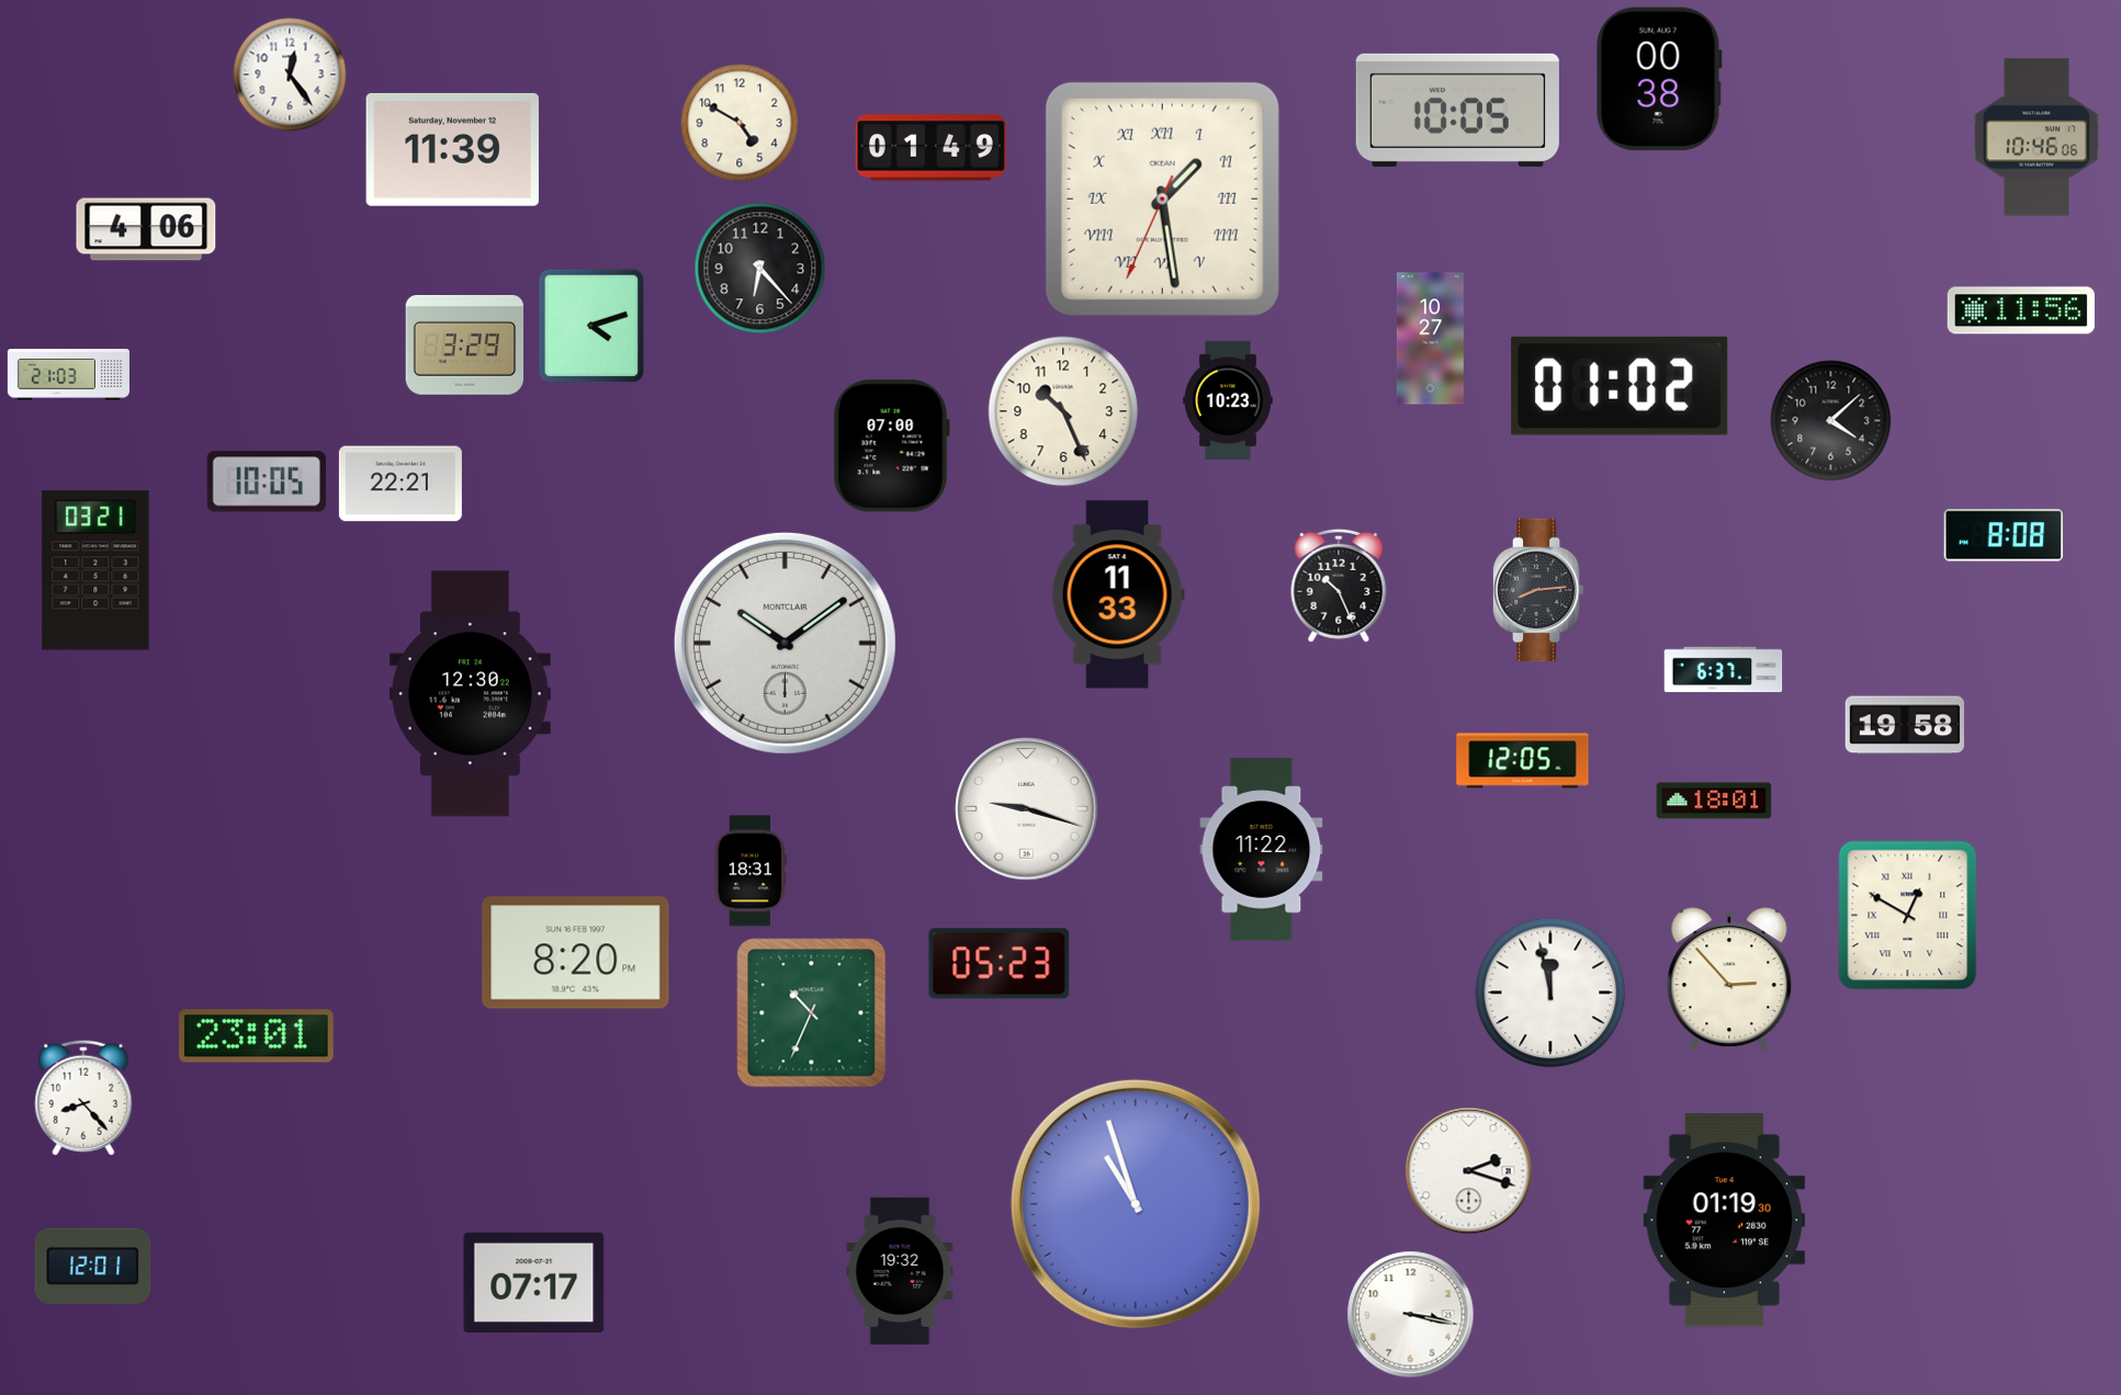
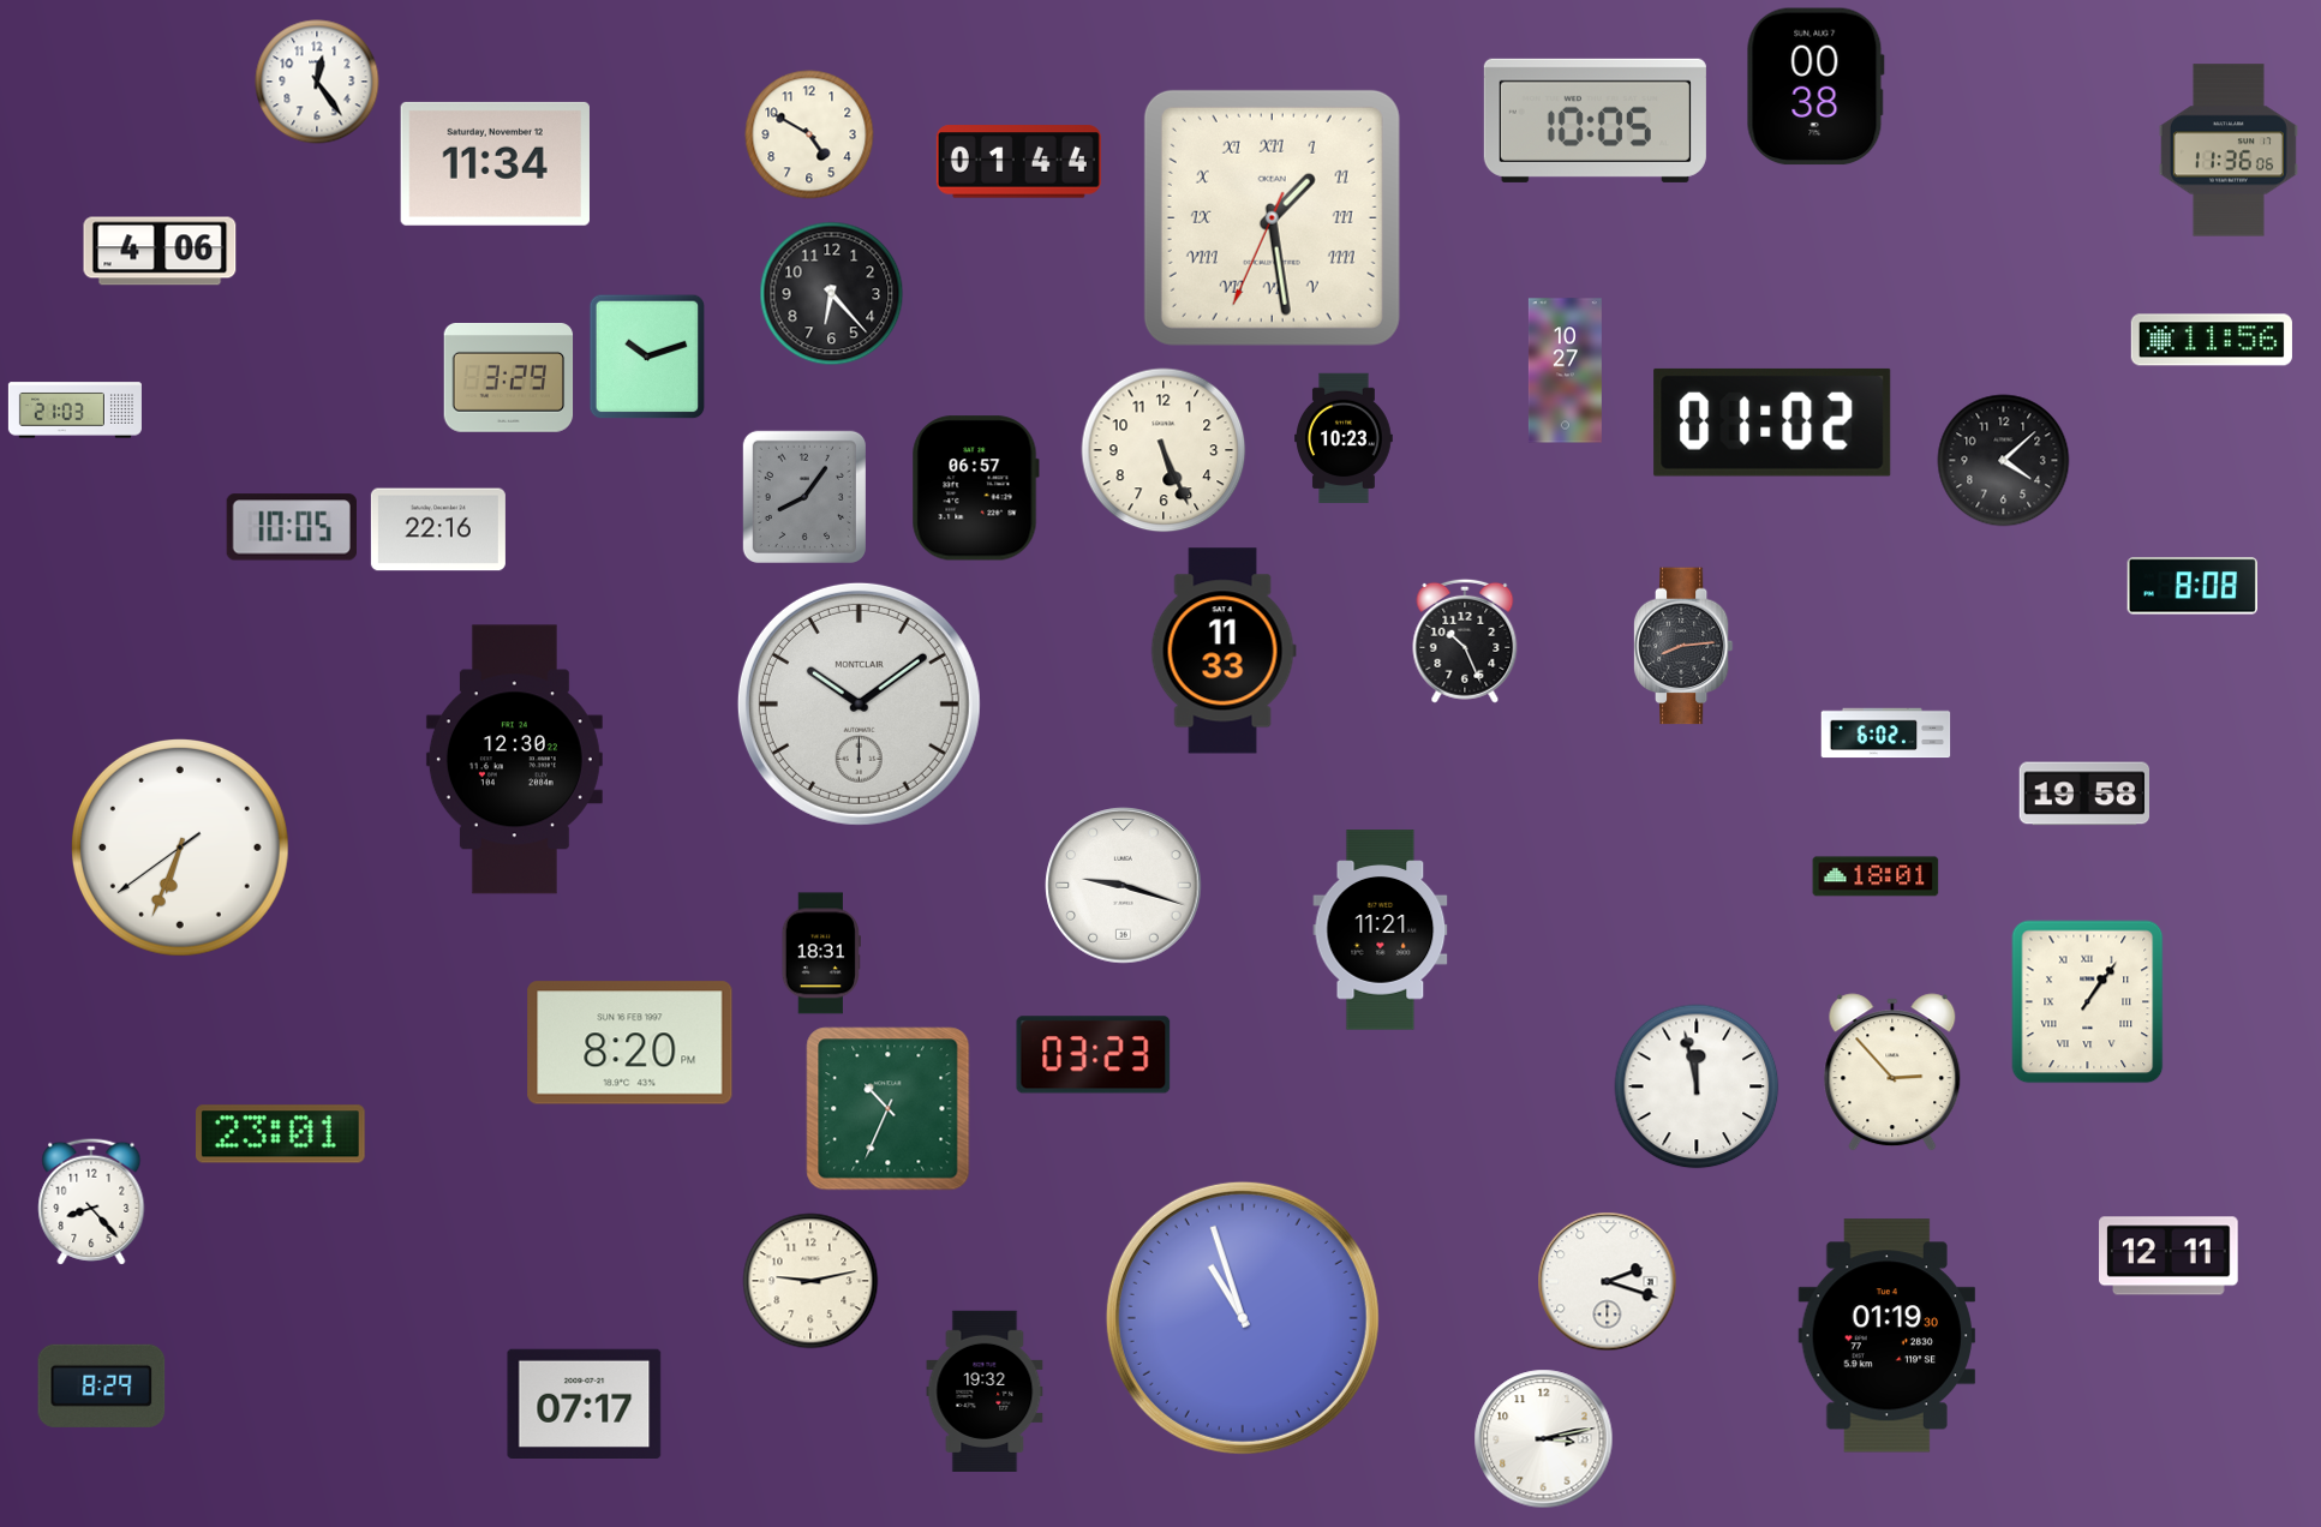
clock at (2037, 137): 10:46 -> 11:36
clock at (930, 148): 01:49 -> 01:44
clock at (452, 149): 11:39 -> 11:34
clock at (591, 326): 4:12 -> 10:12
clock at (1063, 411): 10:26 -> 5:26
clock at (891, 446): 07:00 -> 06:57
clock at (804, 497): none -> 8:06
clock at (400, 484): 22:21 -> 22:16
clock at (95, 570): 03:21 -> none
clock at (1724, 670): 6:37 -> 6:02
clock at (1523, 761): 12:05 -> none
clock at (180, 848): none -> 6:33
clock at (1262, 850): 11:22 -> 11:21
clock at (1908, 916): 12:50 -> 1:06
clock at (1000, 964): 05:23 -> 03:23
clock at (2169, 1256): none -> 12:11
clock at (810, 1281): none -> 9:13
clock at (93, 1266): 12:01 -> 8:29
clock at (1411, 1315): 3:17 -> 3:13
